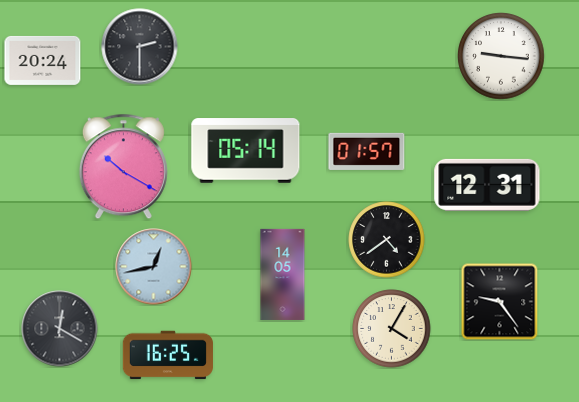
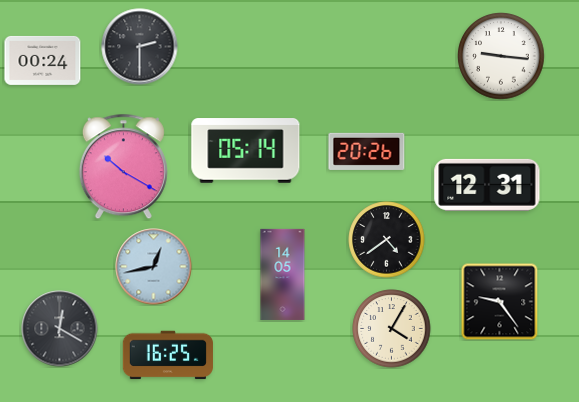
clock at (43, 60): 20:24 -> 00:24
clock at (367, 151): 01:57 -> 20:26
